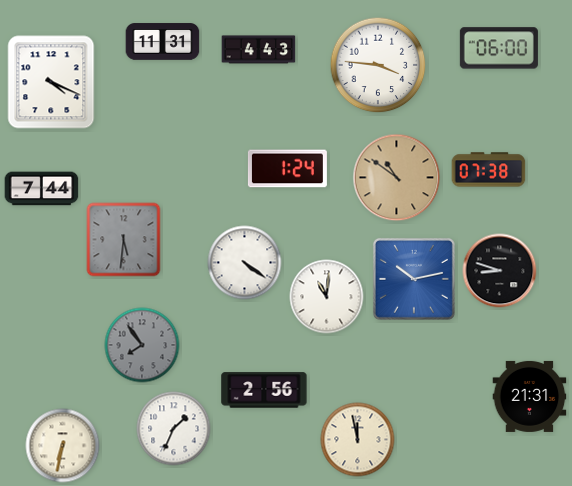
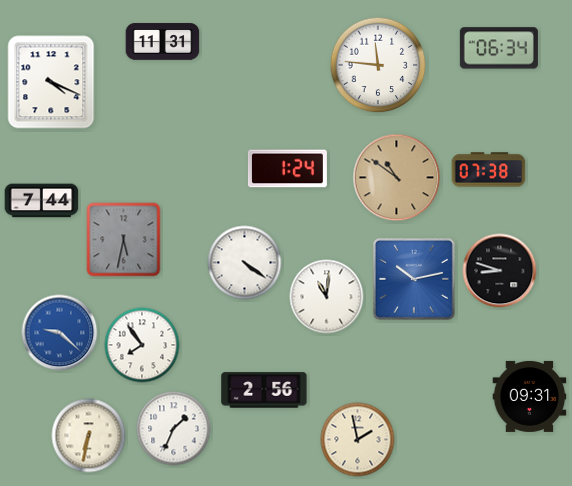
clock at (499, 48): 06:00 -> 06:34
clock at (259, 50): 4:43 -> none
clock at (378, 65): 3:46 -> 11:46
clock at (42, 189) position: (42, 189) -> (42, 201)
clock at (124, 240): 5:31 -> 5:32
clock at (60, 333): none -> 9:22
clock at (142, 345) dial: grey -> white
clock at (530, 396): 21:31 -> 09:31
clock at (358, 440): 11:58 -> 1:58
clock at (63, 446) position: (63, 446) -> (89, 436)
